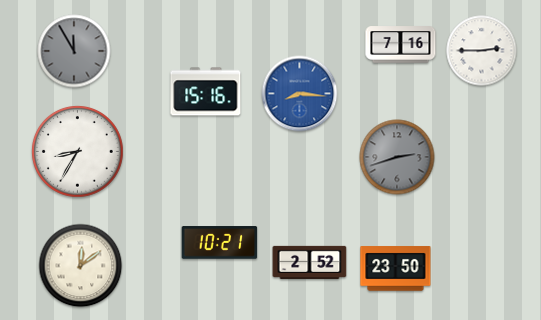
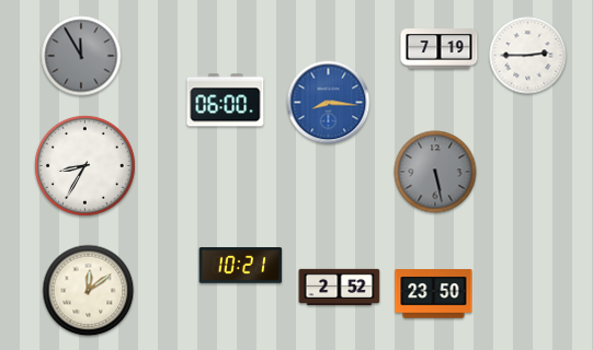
clock at (401, 45): 7:16 -> 7:19
clock at (206, 92): 15:16 -> 06:00
clock at (397, 157): 2:42 -> 5:28
